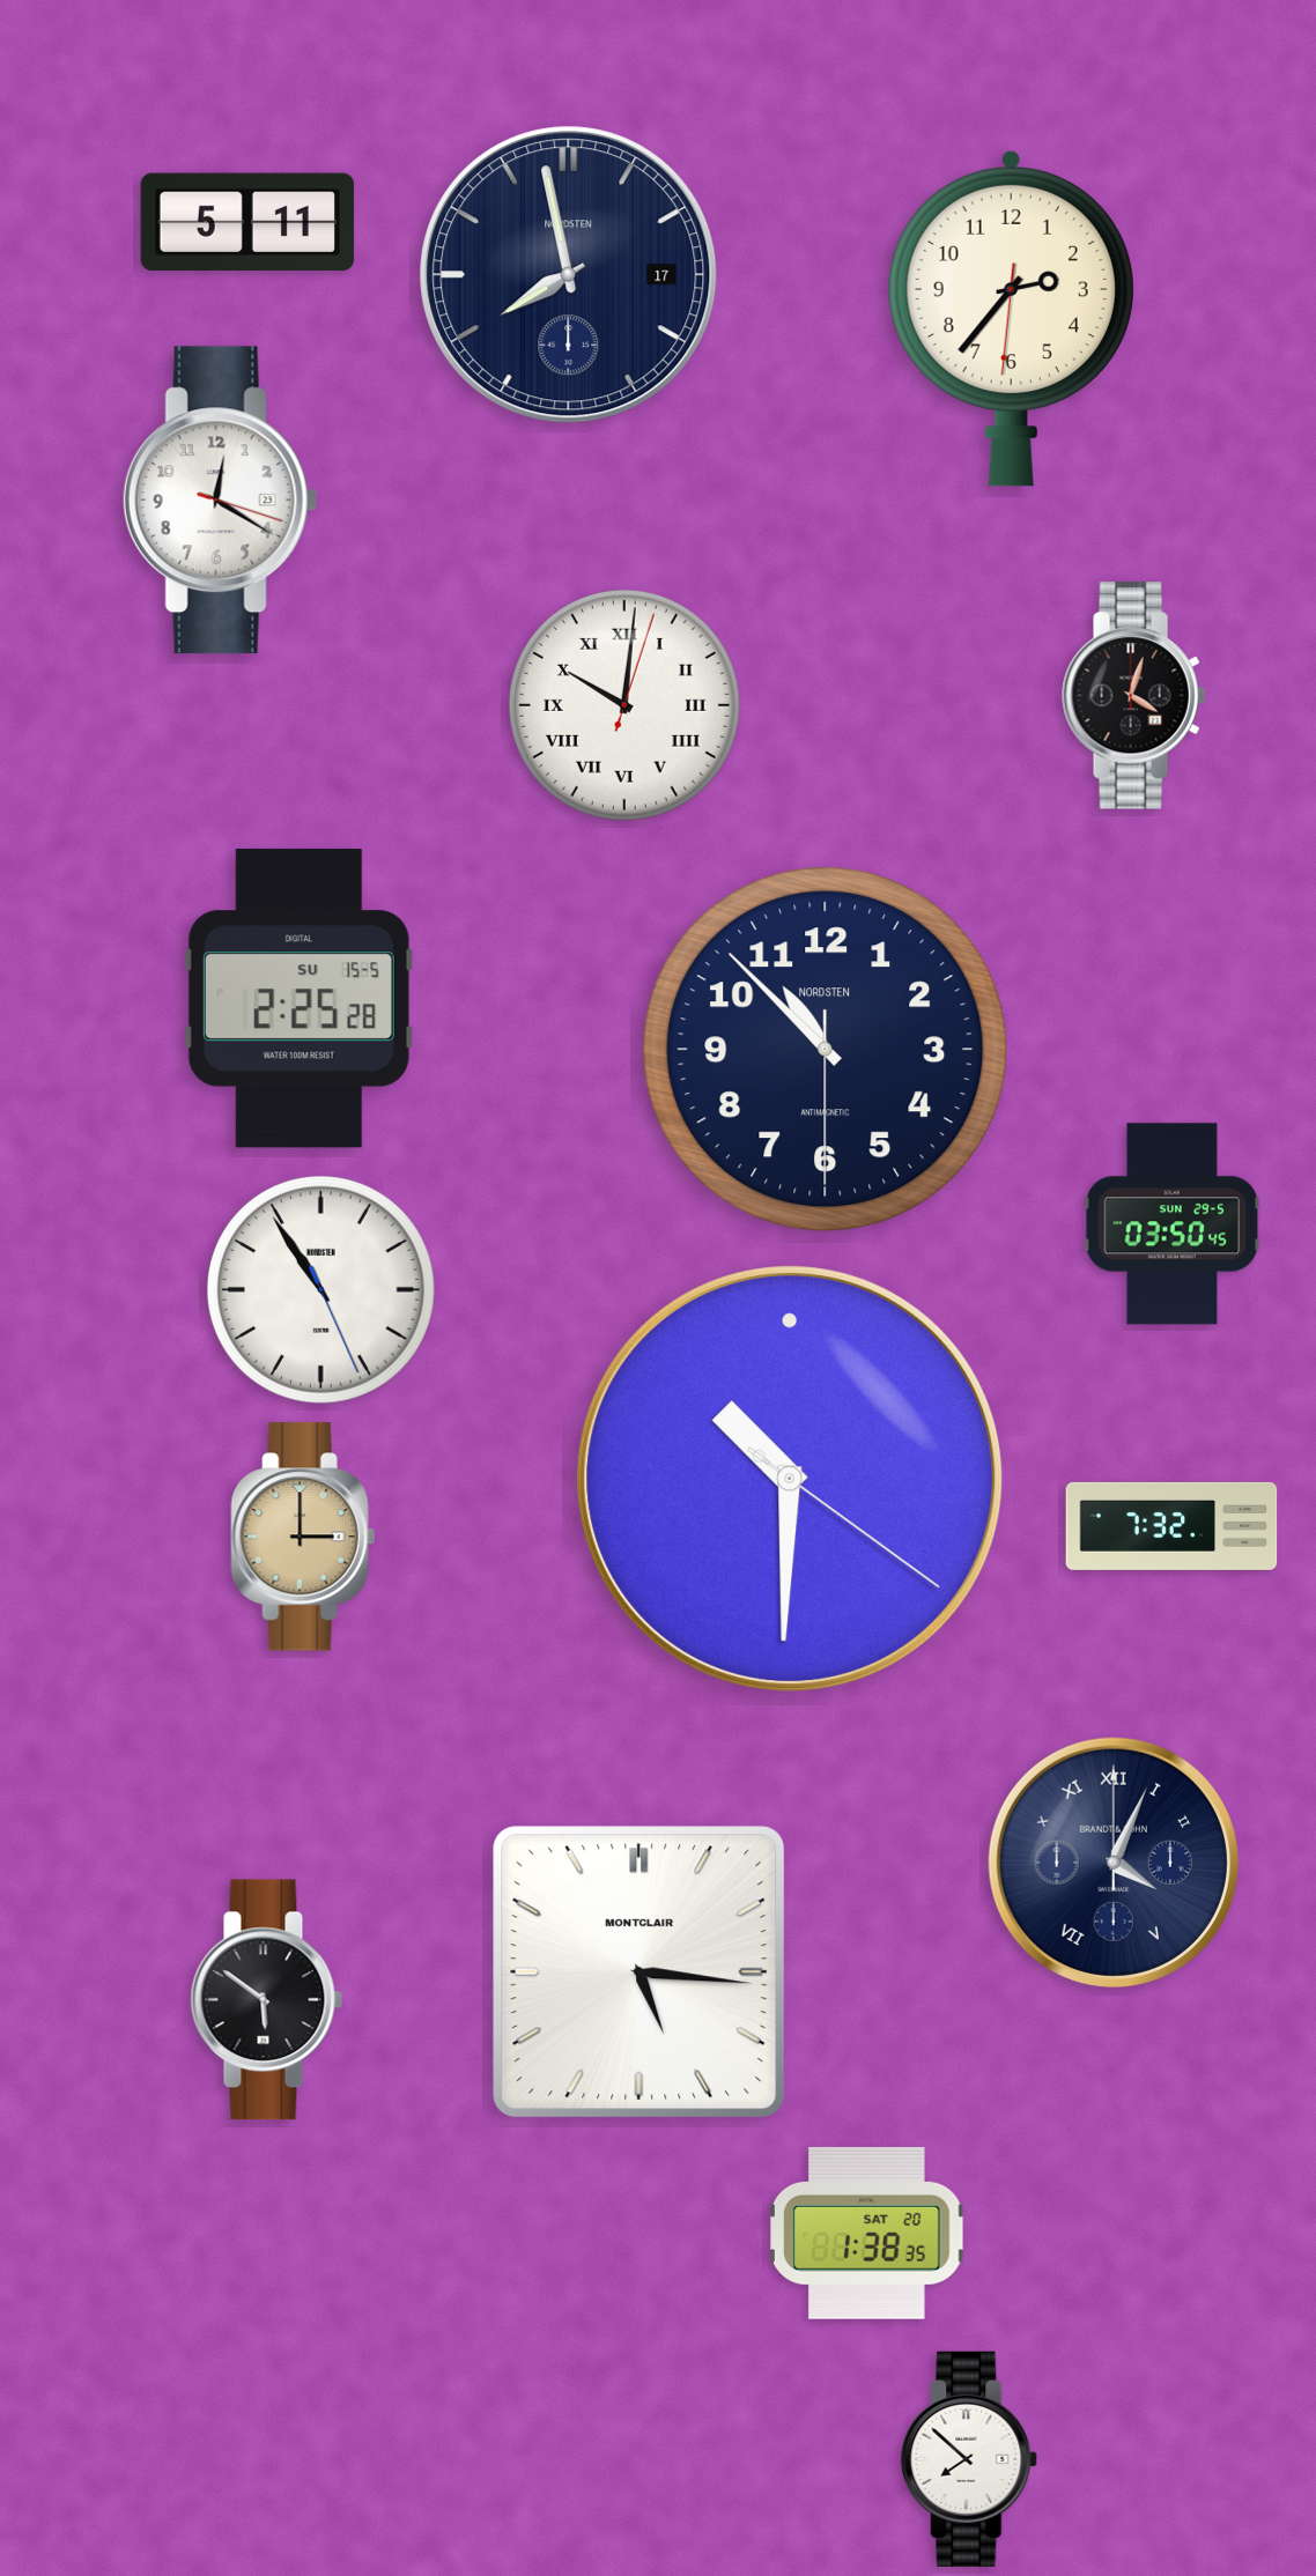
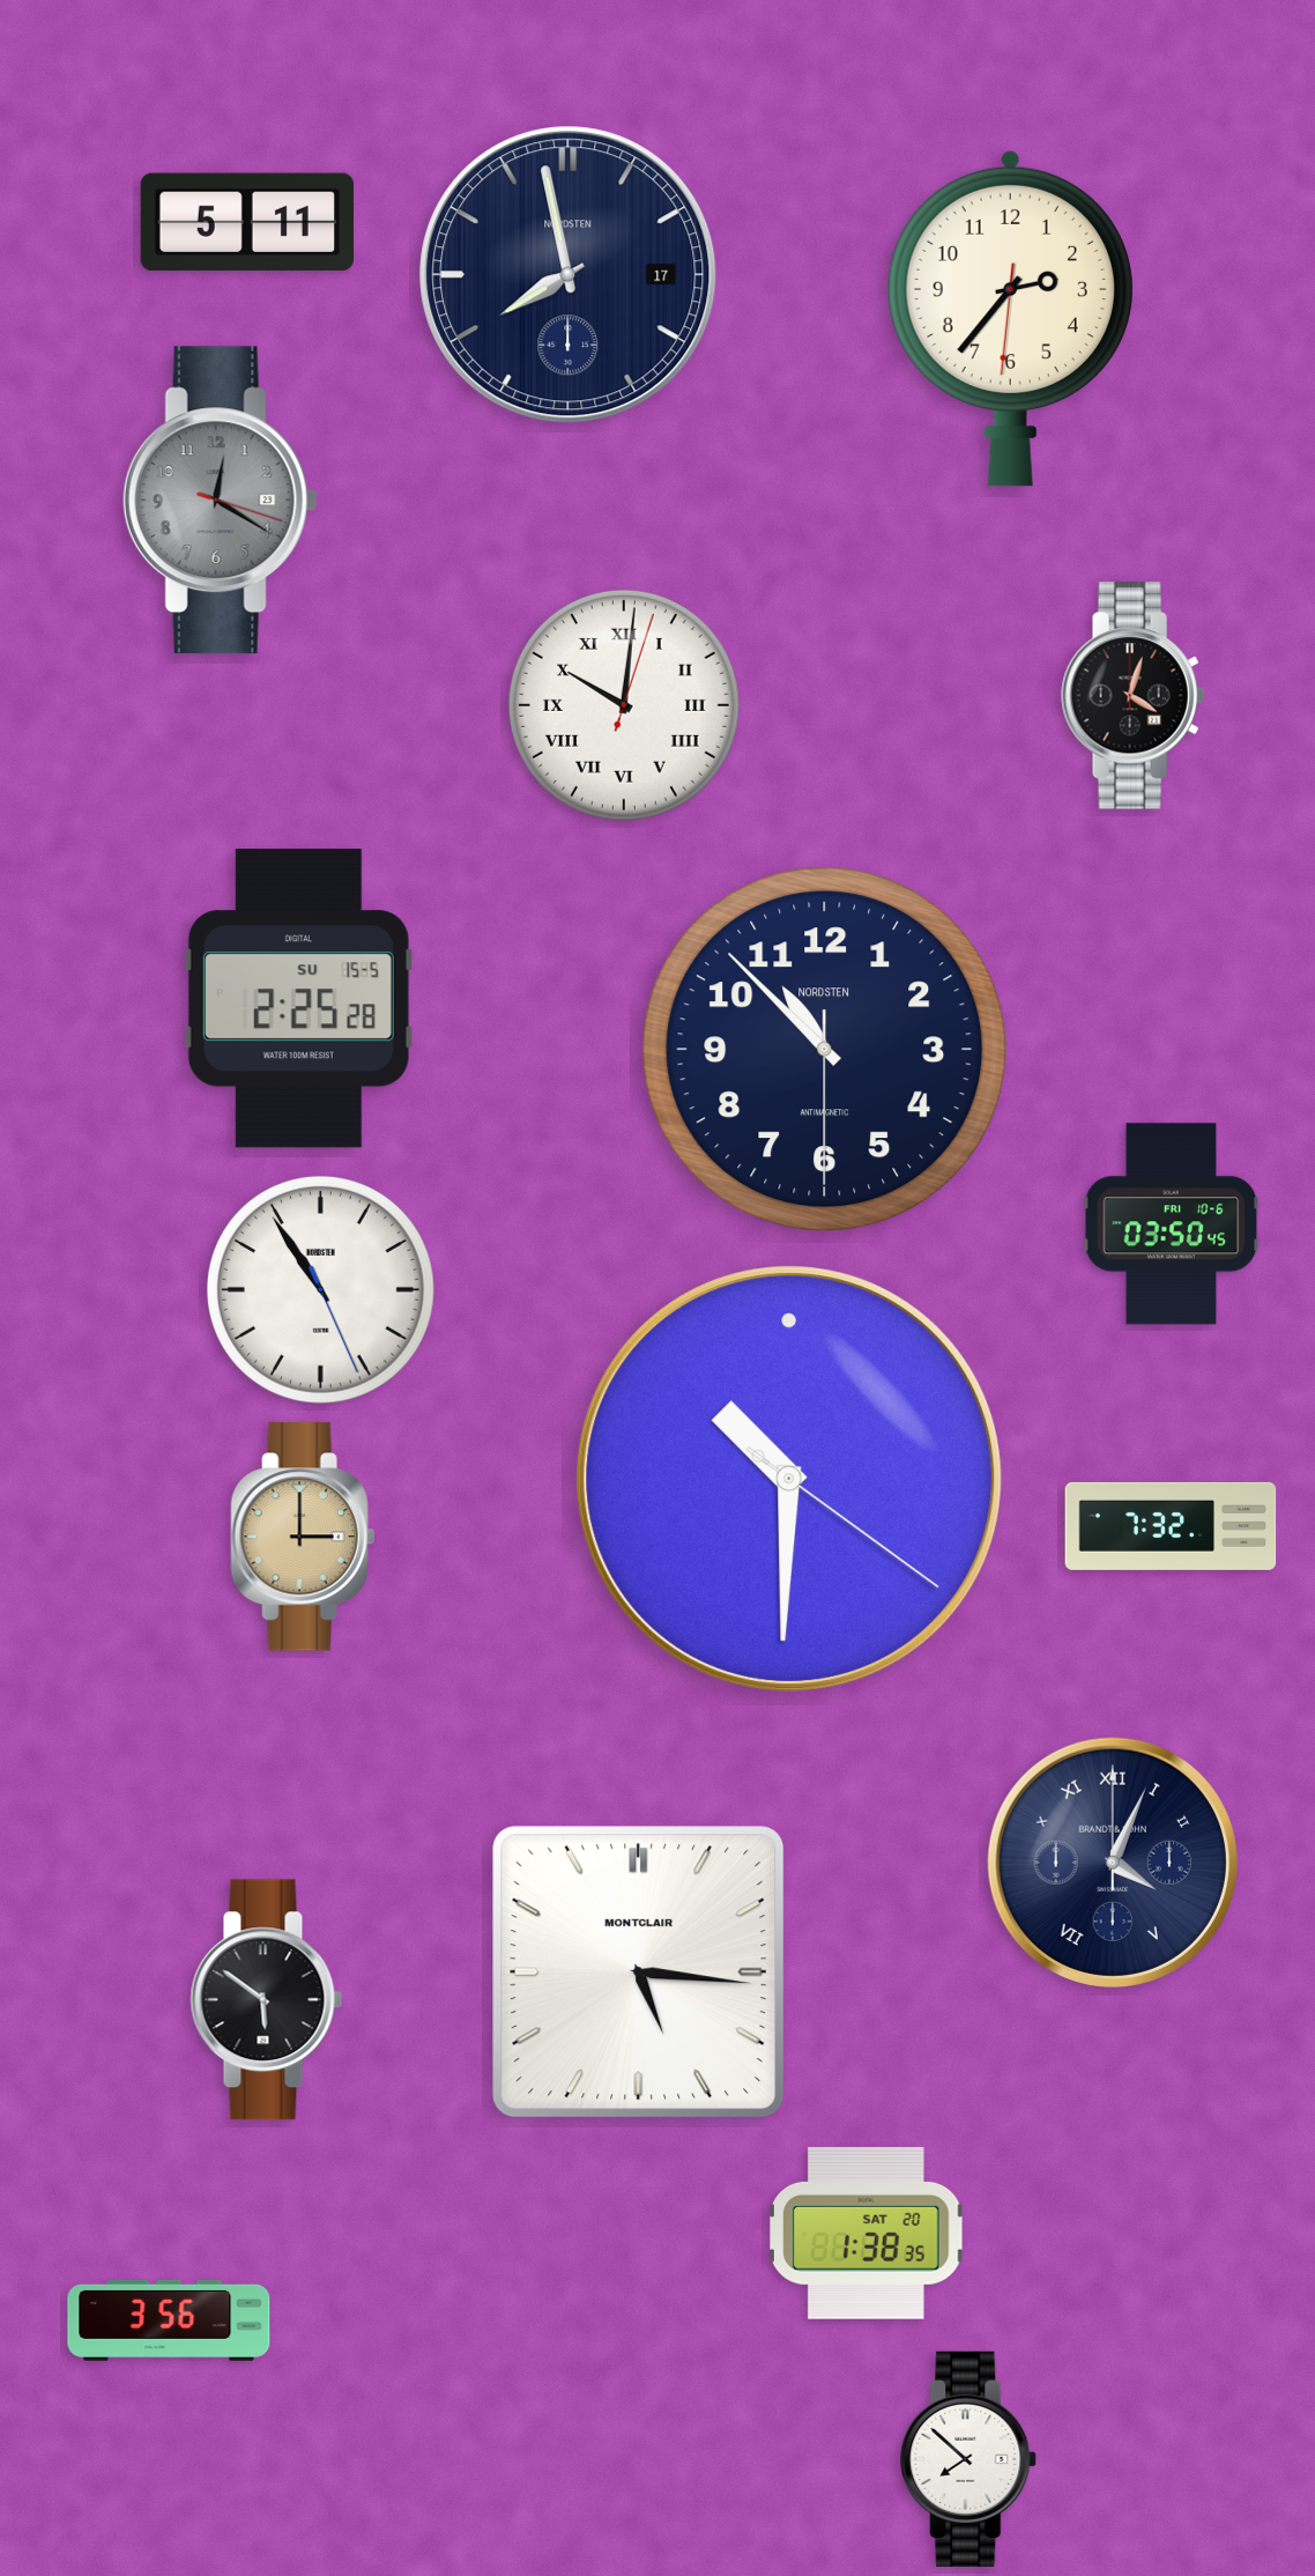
clock at (220, 501) dial: white -> grey
clock at (1173, 1224) date: SUN 29-5 -> FRI 10-6
clock at (169, 2320): none -> 3:56
